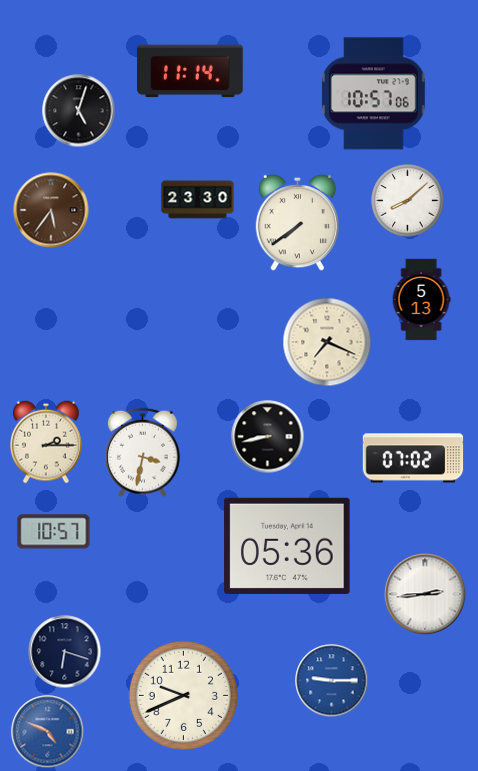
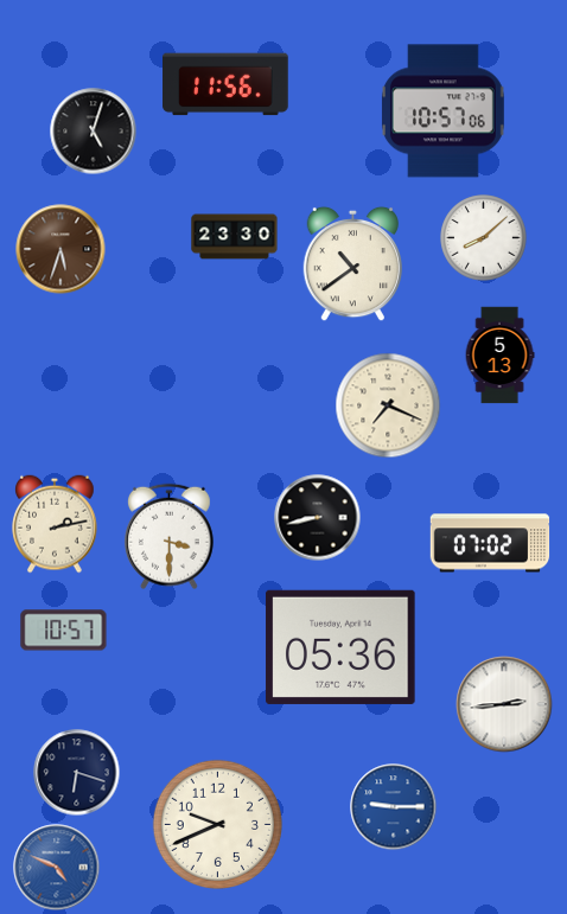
clock at (190, 71): 11:14 -> 11:56
clock at (51, 210): 5:36 -> 5:33
clock at (297, 223): 7:39 -> 10:39
clock at (47, 442): 2:15 -> 2:13
clock at (142, 453): 3:32 -> 3:30
